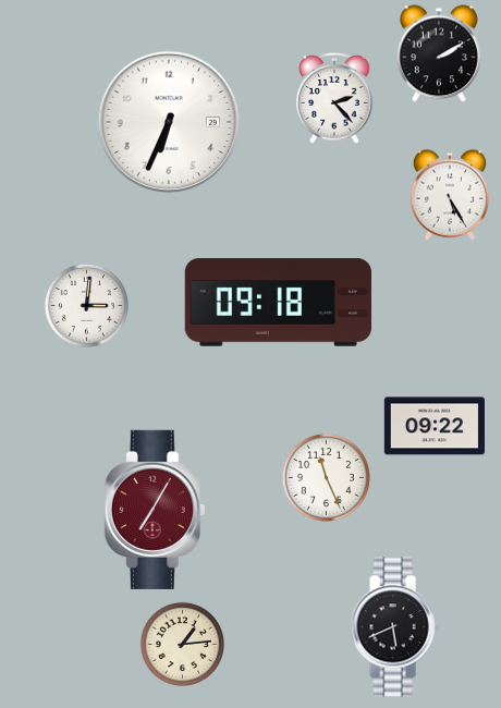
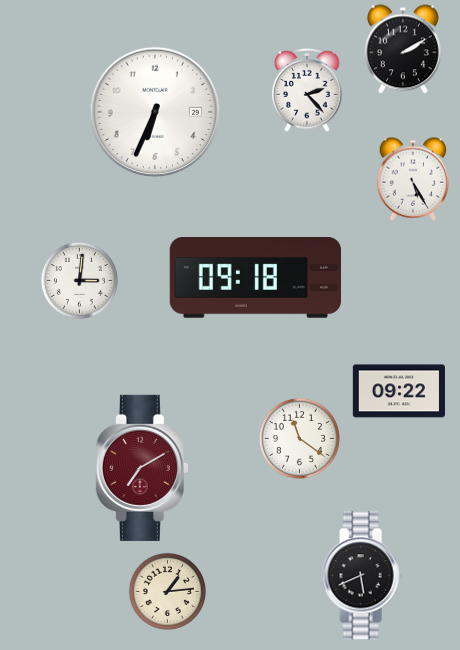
clock at (326, 477): 11:26 -> 11:21
clock at (155, 510): 7:05 -> 7:10
